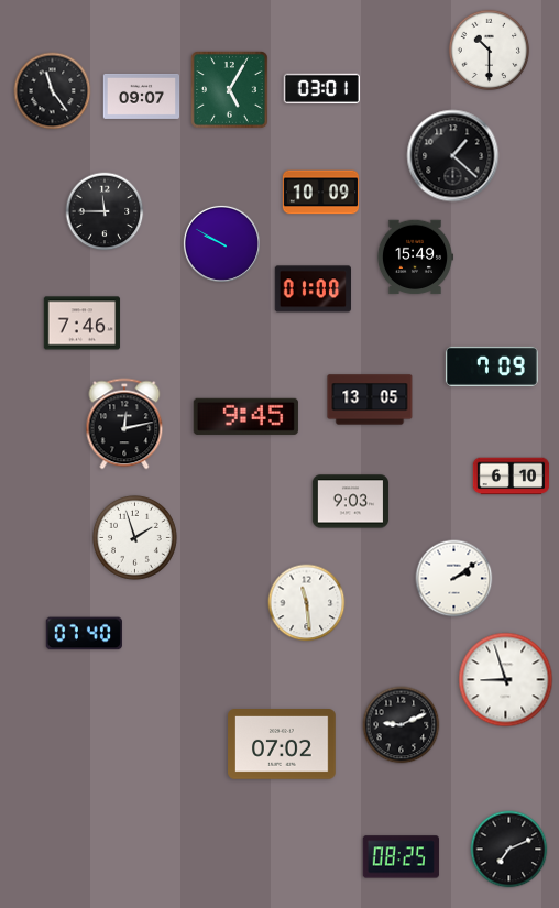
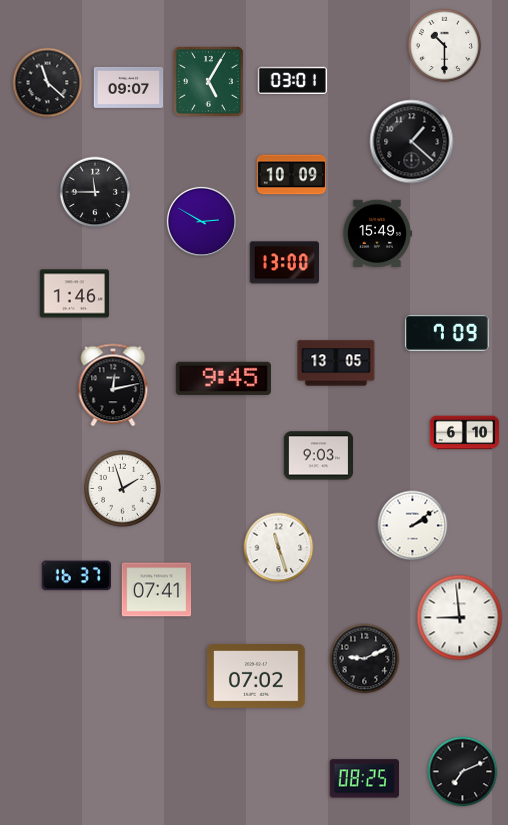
clock at (53, 91): 11:24 -> 11:22
clock at (221, 243): 9:50 -> 2:50
clock at (313, 289): 01:00 -> 13:00
clock at (83, 324): 7:46 -> 1:46
clock at (307, 603): 11:29 -> 11:27
clock at (84, 634): 07:40 -> 16:37
clock at (157, 590): none -> 07:41
clock at (506, 680): 8:57 -> 8:59
